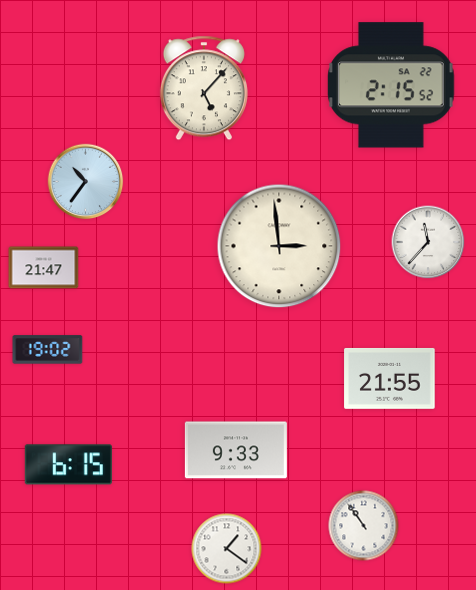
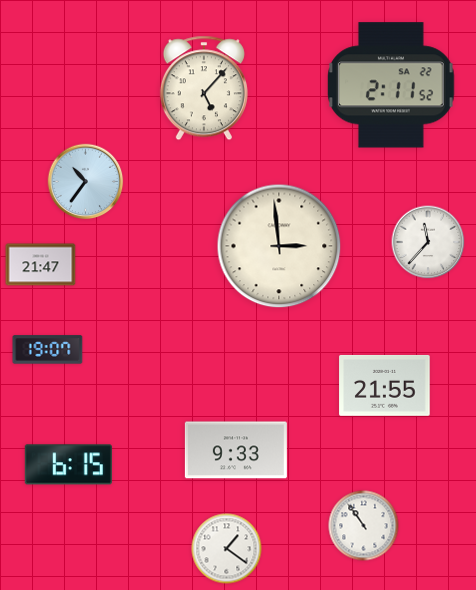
clock at (392, 85): 2:15 -> 2:11
clock at (44, 268) position: (44, 268) -> (41, 265)
clock at (48, 350): 19:02 -> 19:07
clock at (390, 378) position: (390, 378) -> (385, 385)
